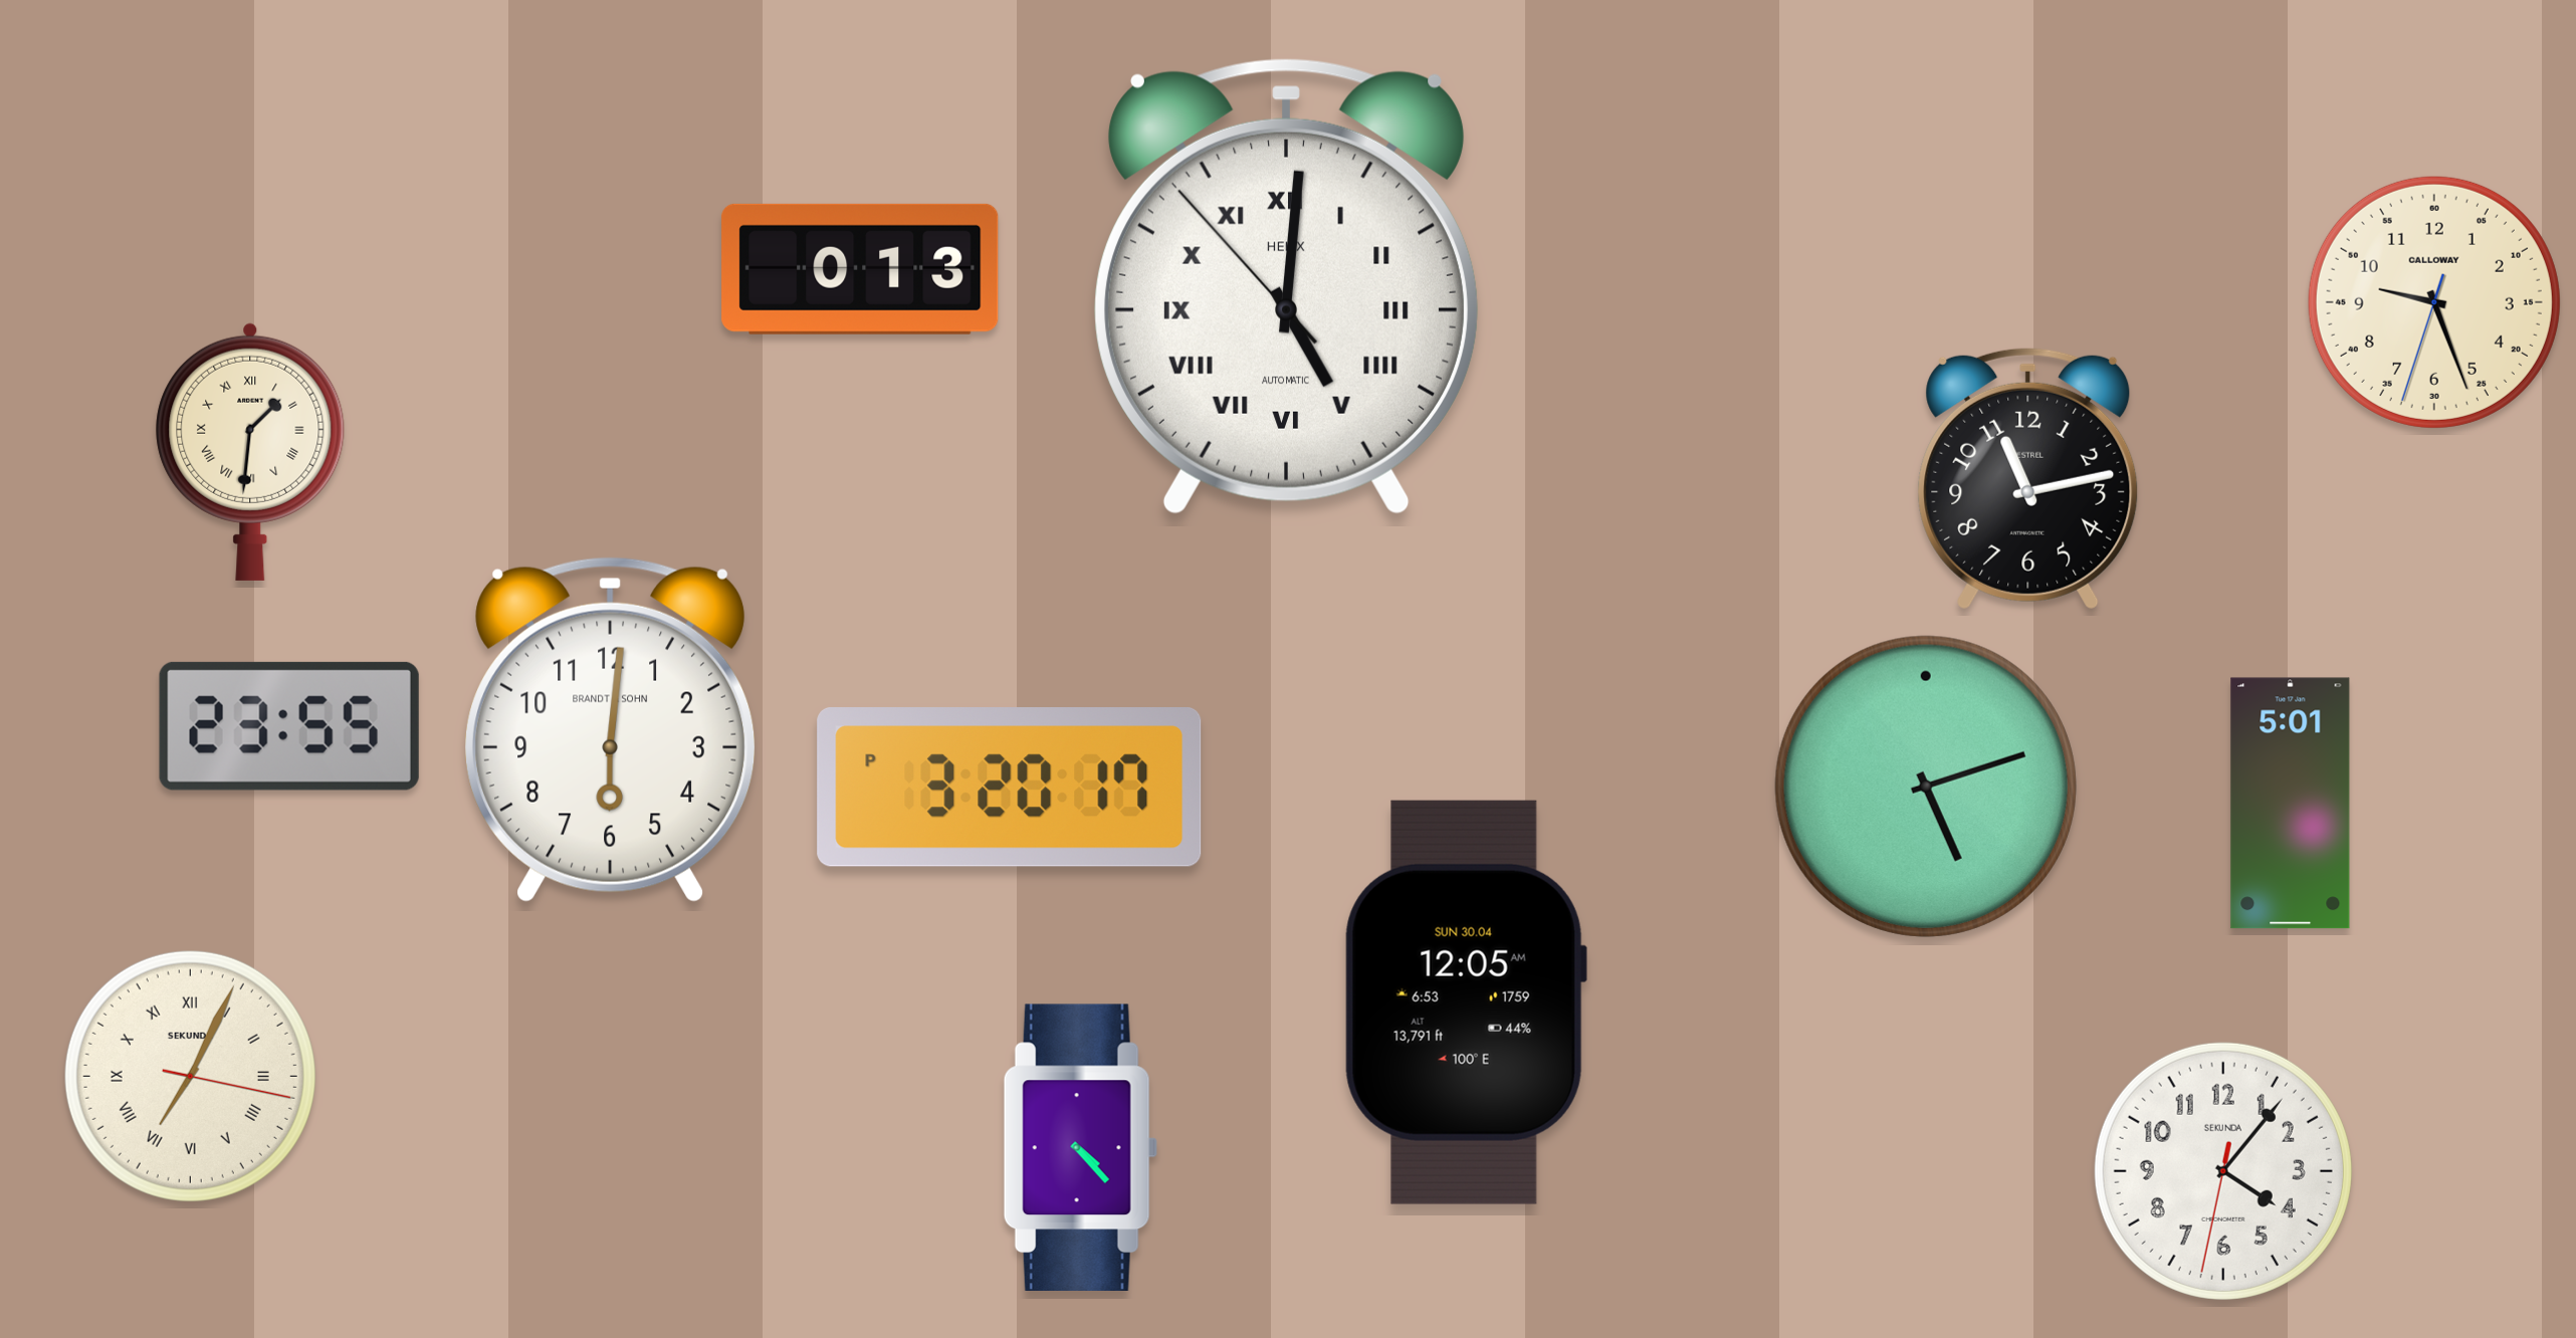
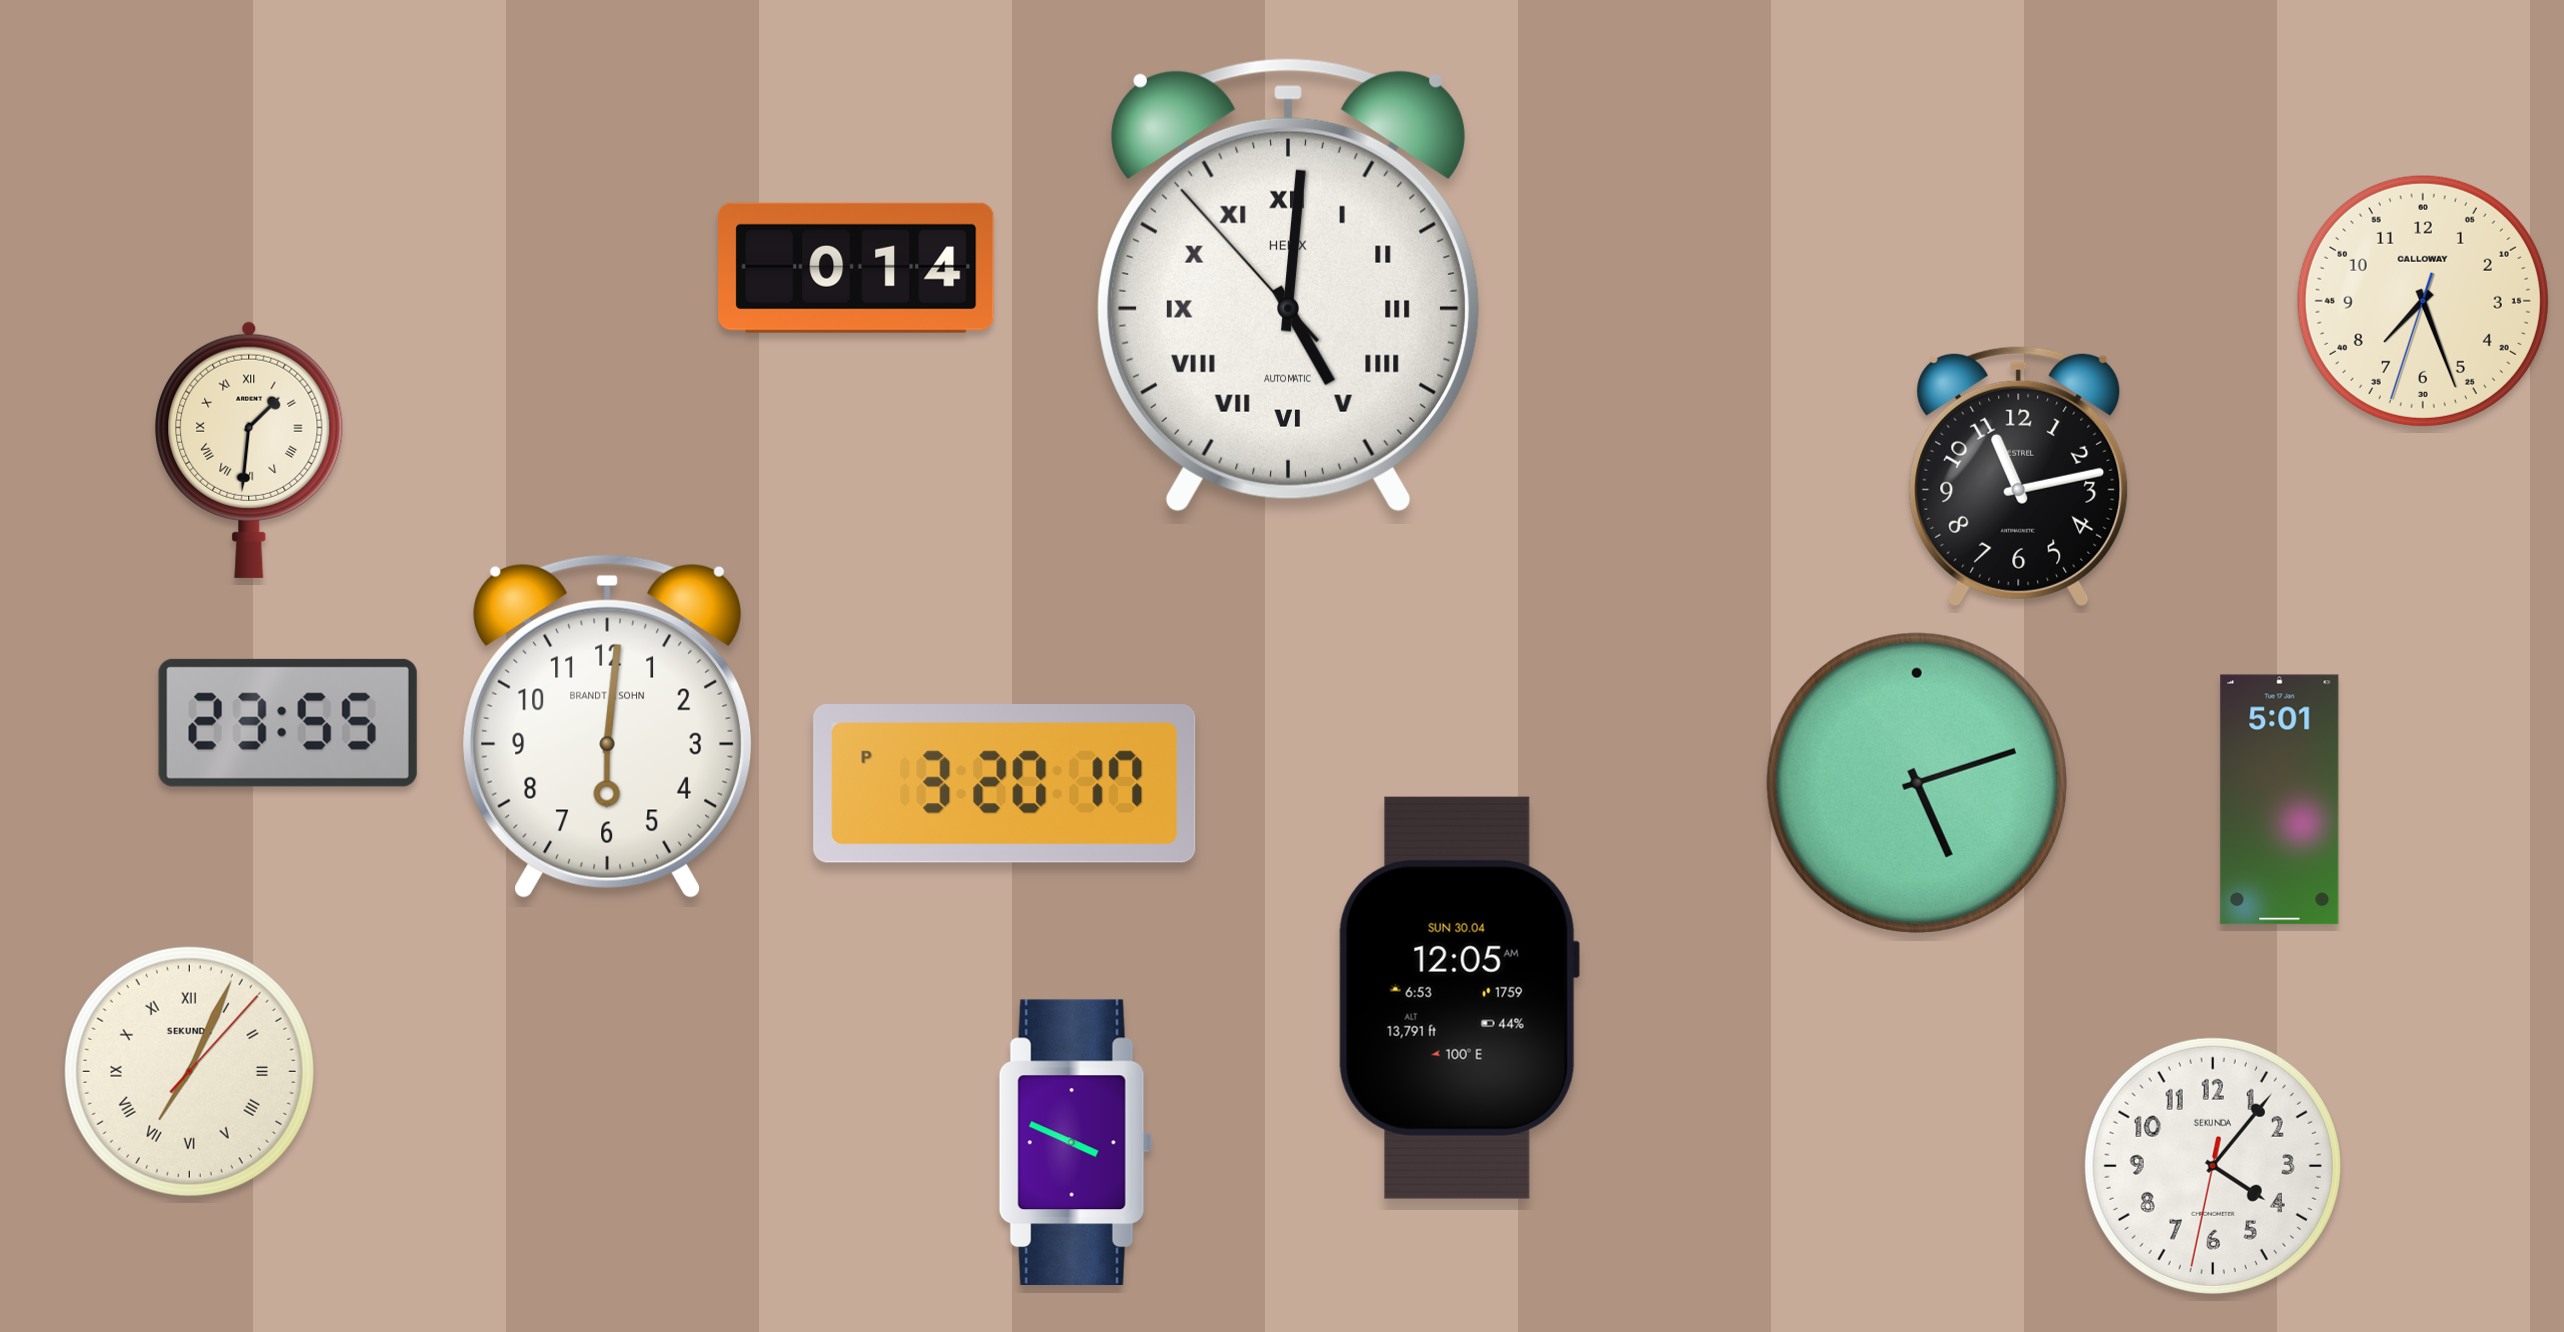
clock at (860, 269): 0:13 -> 0:14
clock at (1286, 287) position: (1286, 287) -> (1288, 286)
clock at (2434, 302): 9:26 -> 7:26
clock at (190, 1076): 7:04:17 -> 7:04:07
clock at (1080, 1147): 4:23 -> 3:49
